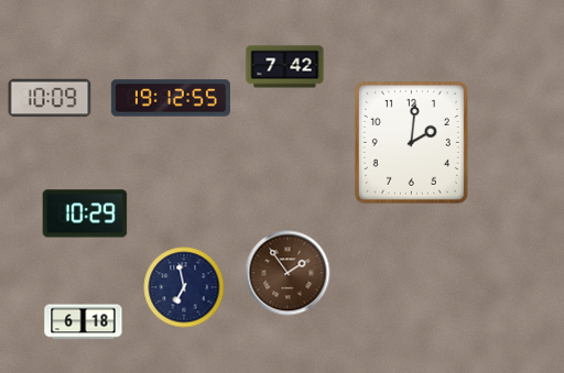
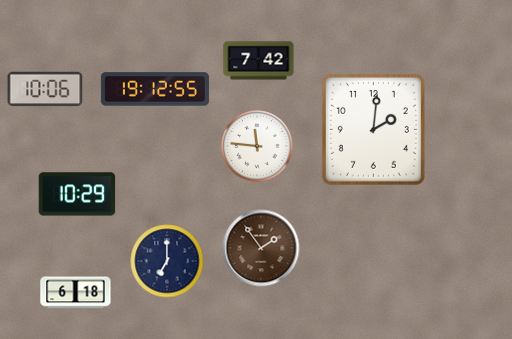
clock at (50, 98): 10:09 -> 10:06
clock at (257, 146): none -> 11:46
clock at (184, 287): 6:58 -> 7:00
